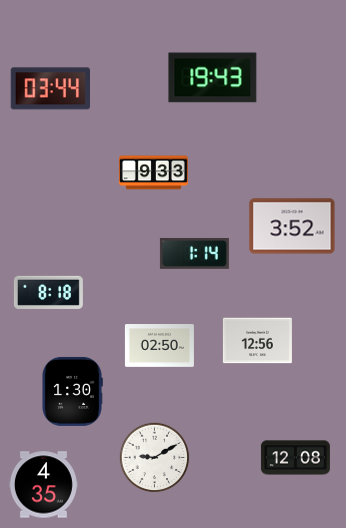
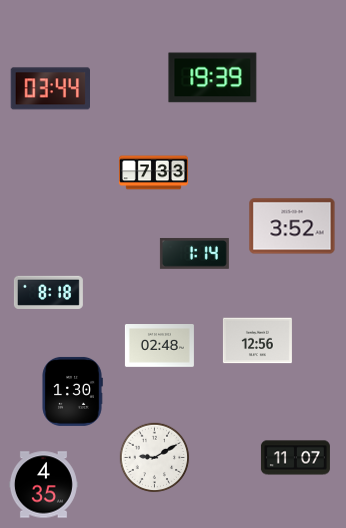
clock at (213, 78): 19:43 -> 19:39
clock at (153, 173): 9:33 -> 7:33
clock at (159, 346): 02:50 -> 02:48
clock at (295, 458): 12:08 -> 11:07
